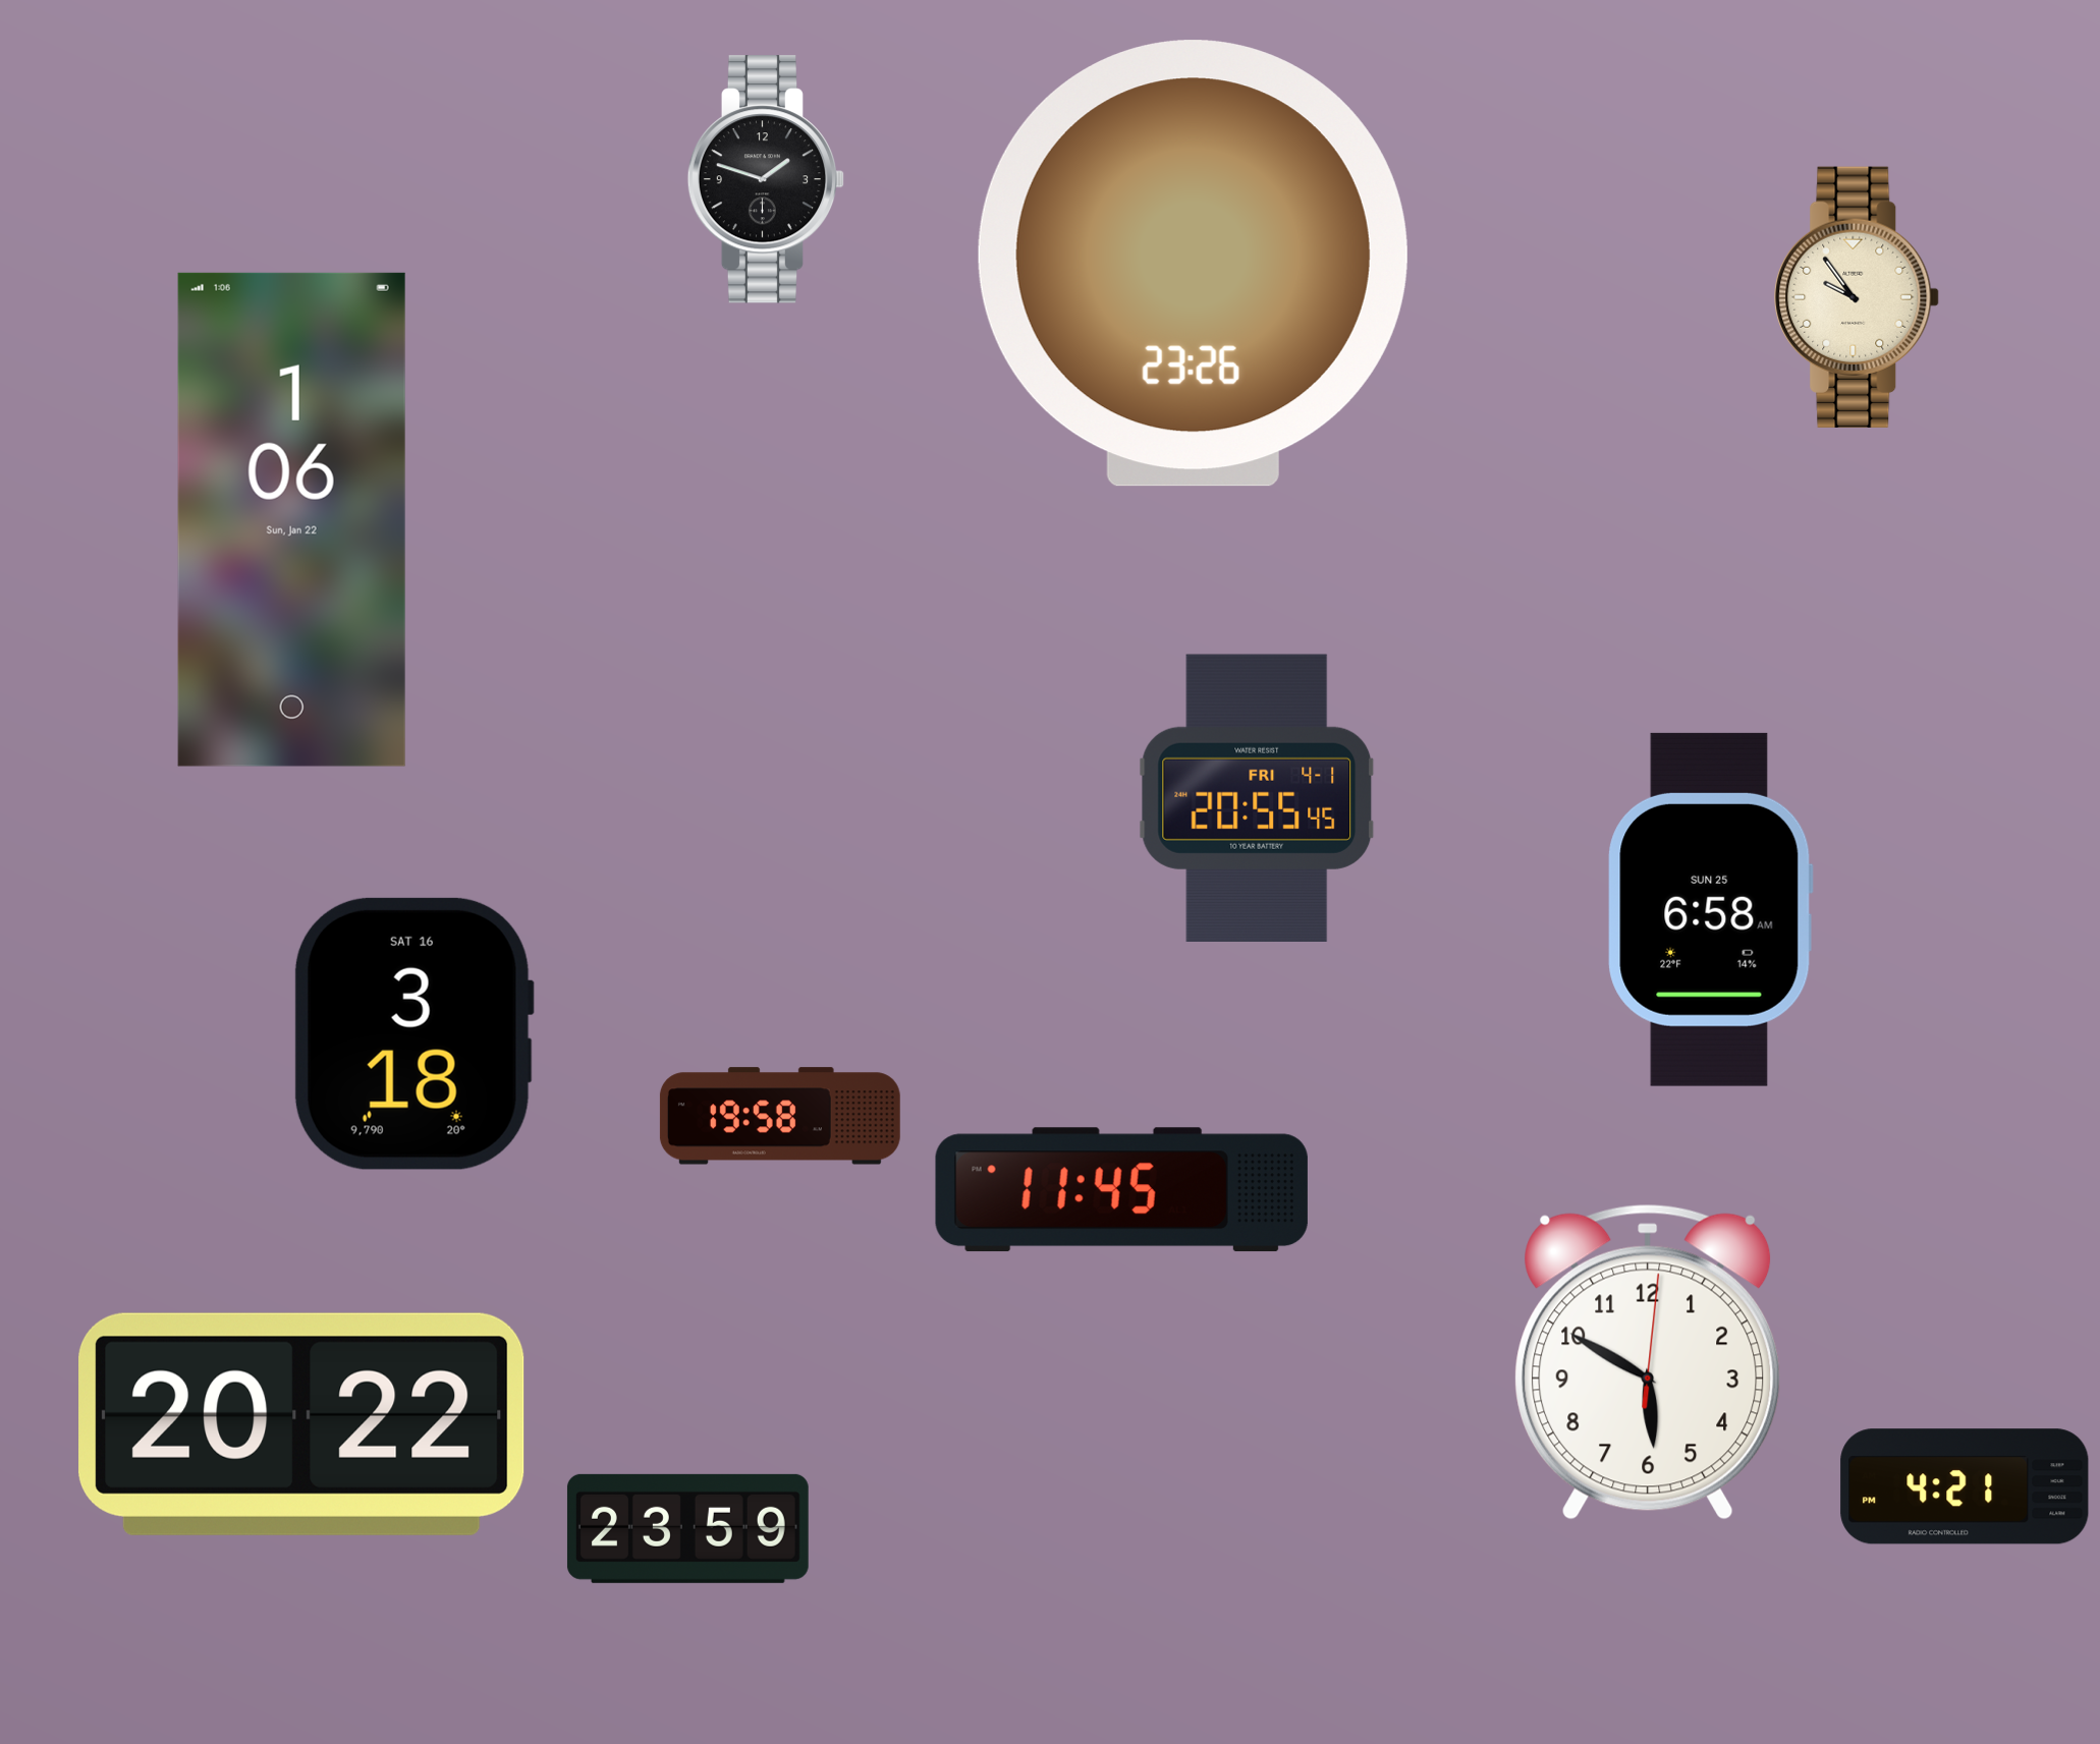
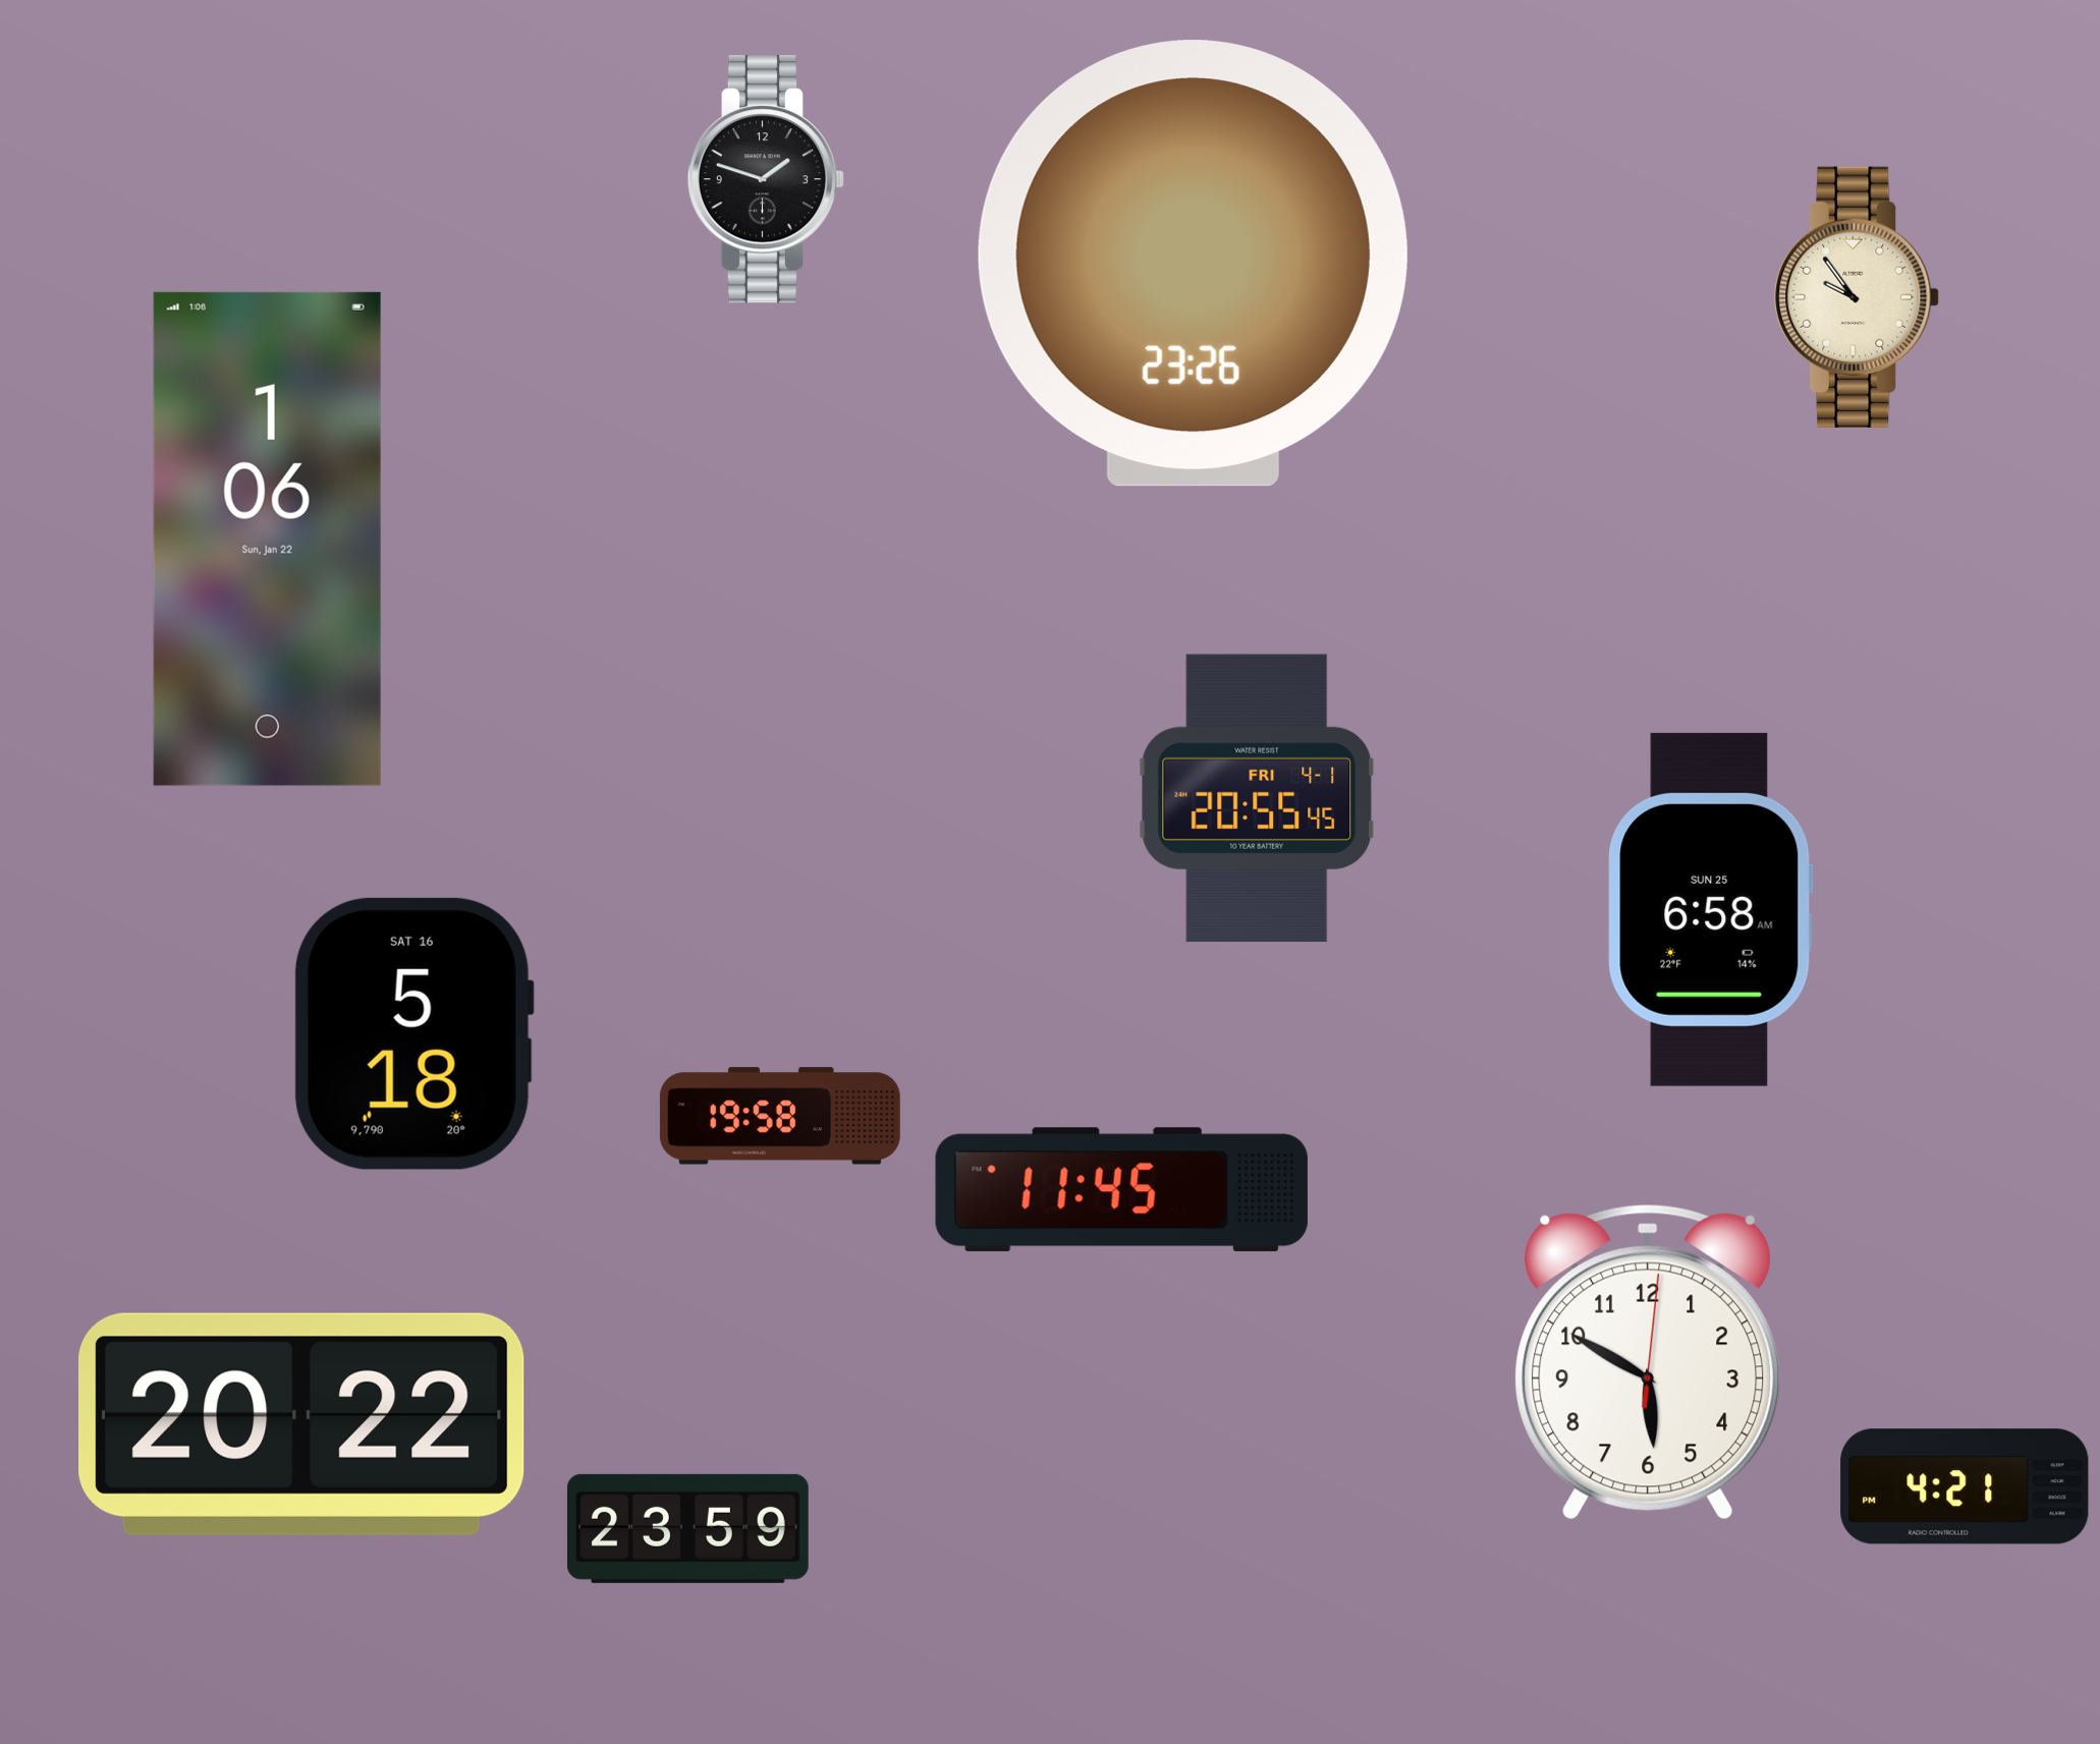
clock at (291, 519) position: (291, 519) -> (267, 539)
clock at (413, 1033): 3:18 -> 5:18
